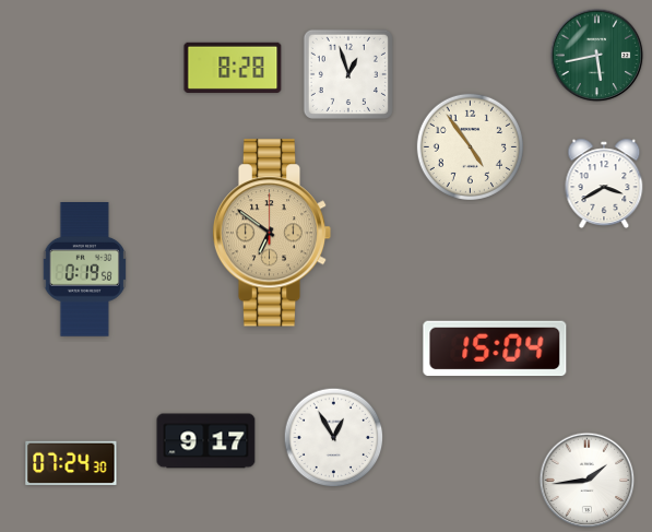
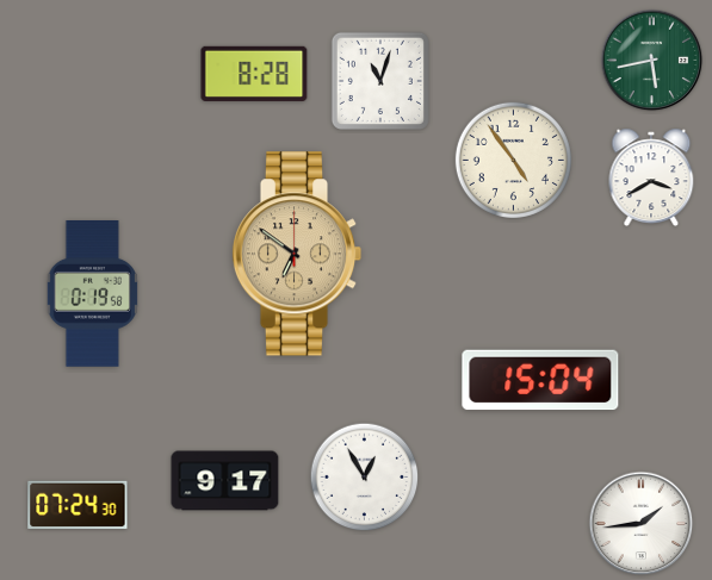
clock at (348, 74): 12:57 -> 11:03
clock at (604, 184) position: (604, 184) -> (651, 177)
